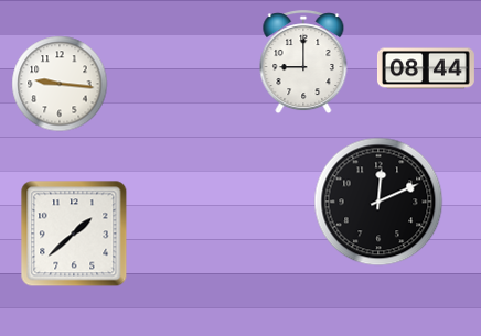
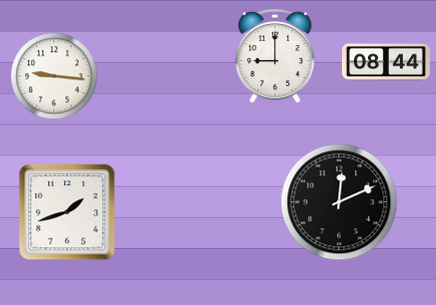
clock at (378, 202) position: (378, 202) -> (339, 202)
clock at (74, 234): 1:38 -> 1:42
